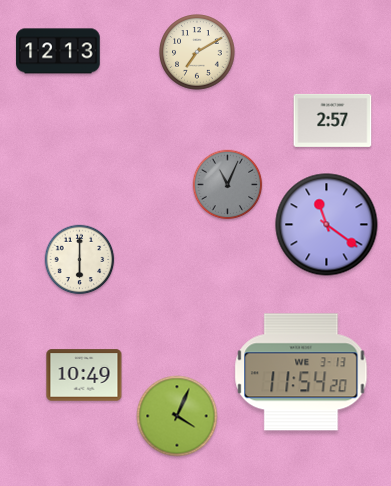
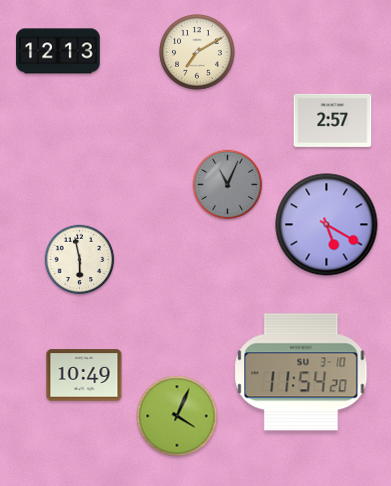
clock at (327, 225): 11:21 -> 5:20
clock at (80, 260): 6:00 -> 5:58
clock at (301, 372) date: WE 3-13 -> SU 3-10
